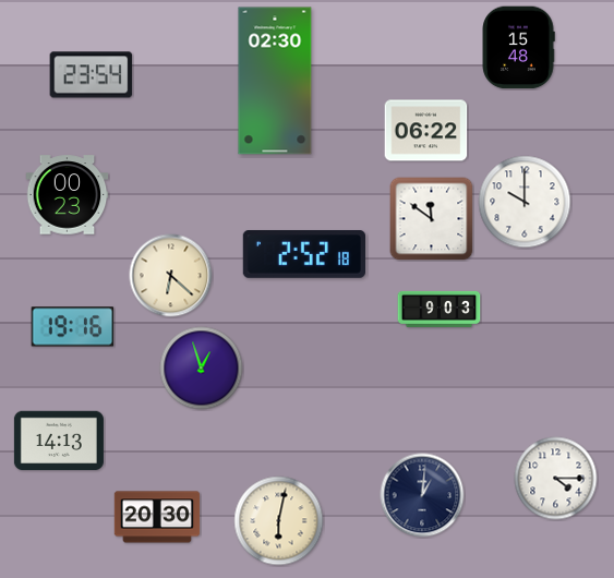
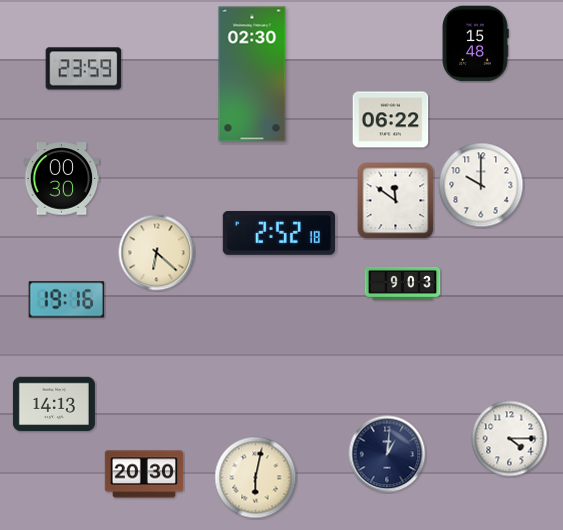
clock at (92, 75): 23:54 -> 23:59
clock at (68, 195): 00:23 -> 00:30
clock at (202, 369): 12:57 -> none
